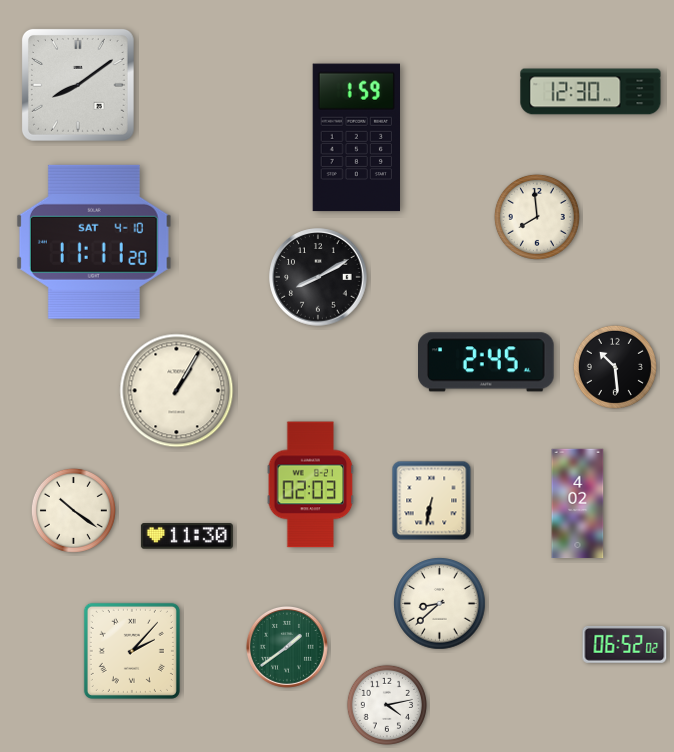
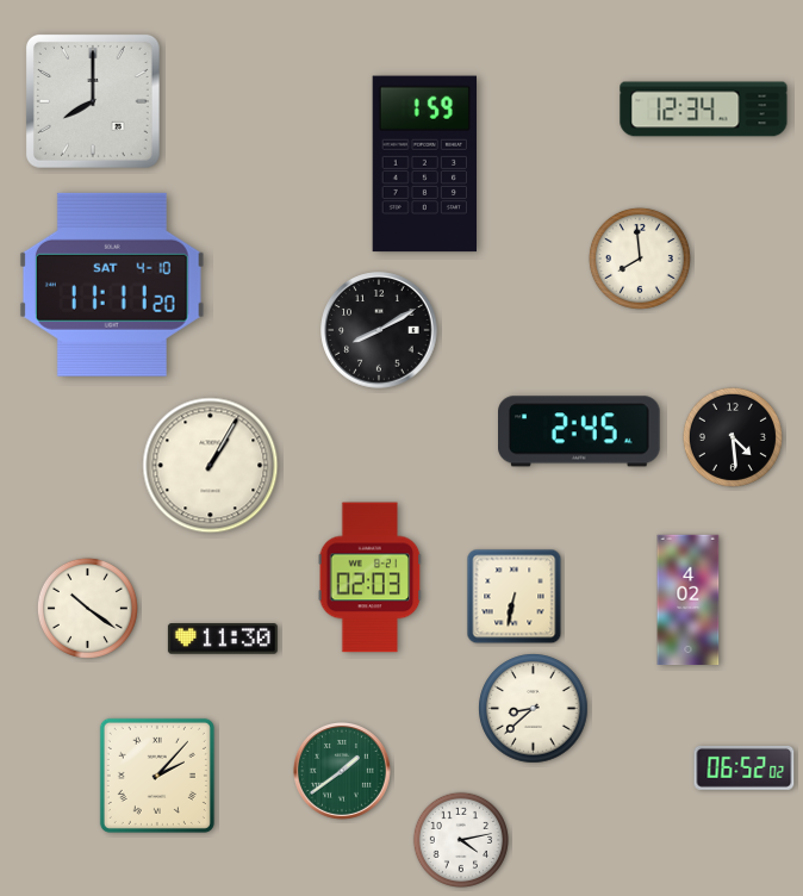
clock at (78, 85): 8:09 -> 8:00
clock at (591, 92): 12:30 -> 12:34
clock at (94, 242) position: (94, 242) -> (112, 285)
clock at (615, 367): 10:29 -> 4:29
clock at (440, 604) position: (440, 604) -> (534, 709)
